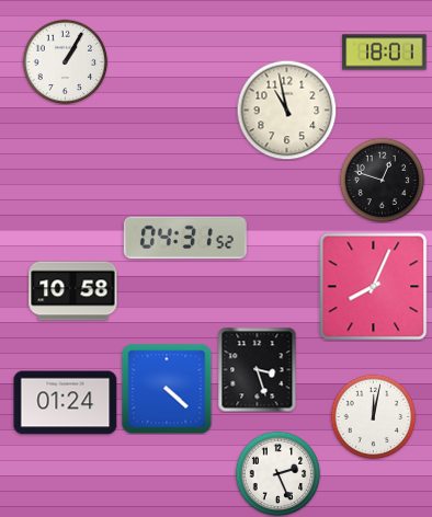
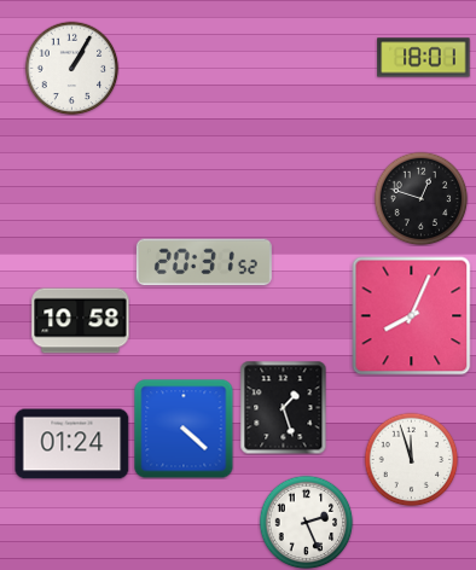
clock at (286, 110): 10:58 -> none
clock at (185, 238): 04:31 -> 20:31
clock at (258, 369): 3:27 -> 1:27
clock at (373, 416): 12:02 -> 11:57
